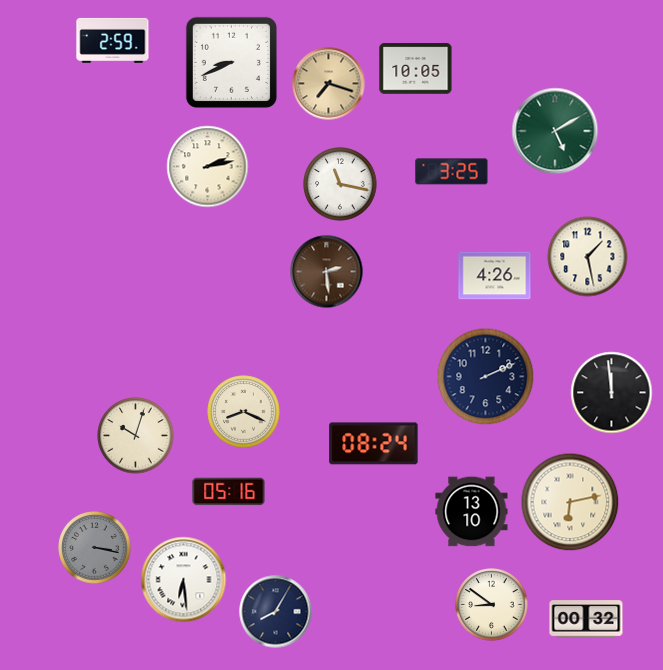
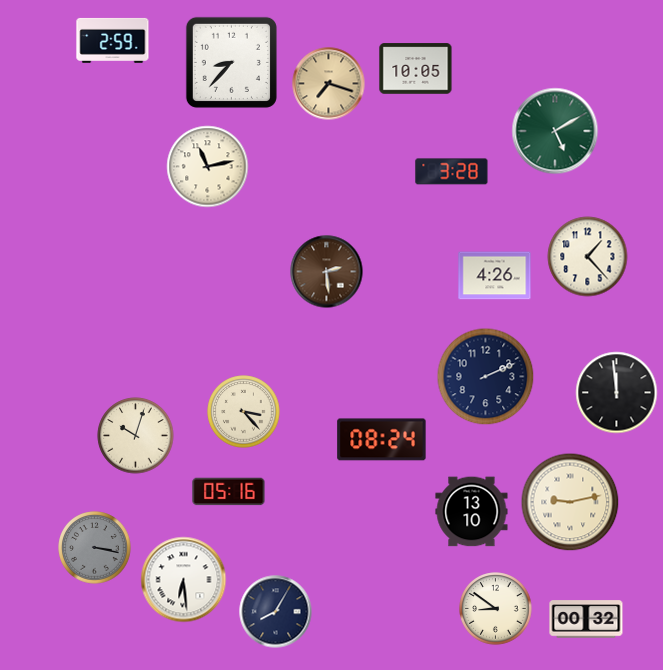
clock at (231, 62): 8:41 -> 8:37
clock at (208, 167): 2:13 -> 11:13
clock at (452, 172): 3:25 -> 3:28
clock at (340, 184): 11:17 -> none
clock at (588, 257): 1:28 -> 1:23
clock at (612, 393) position: (612, 393) -> (617, 393)
clock at (244, 412): 8:19 -> 3:23
clock at (374, 444) position: (374, 444) -> (382, 440)
clock at (570, 502): 6:13 -> 9:13
clock at (492, 605) position: (492, 605) -> (496, 609)
